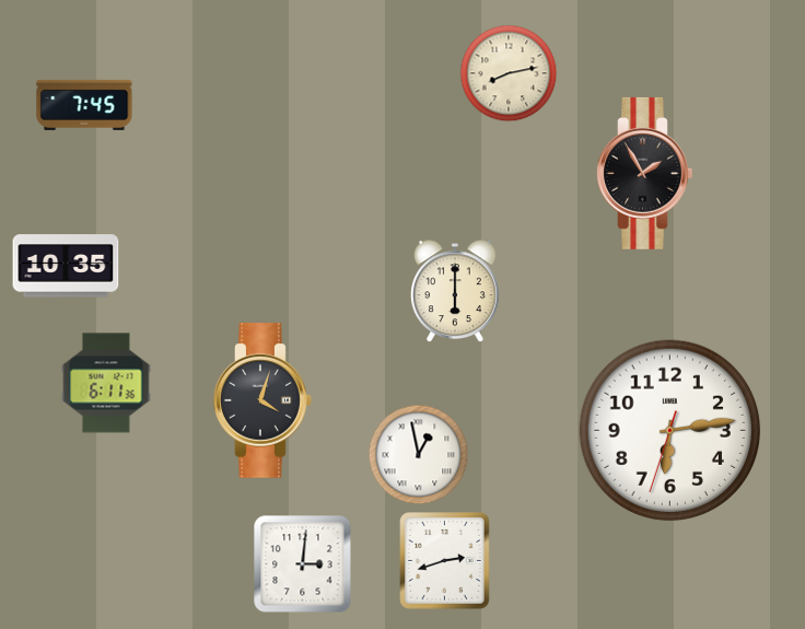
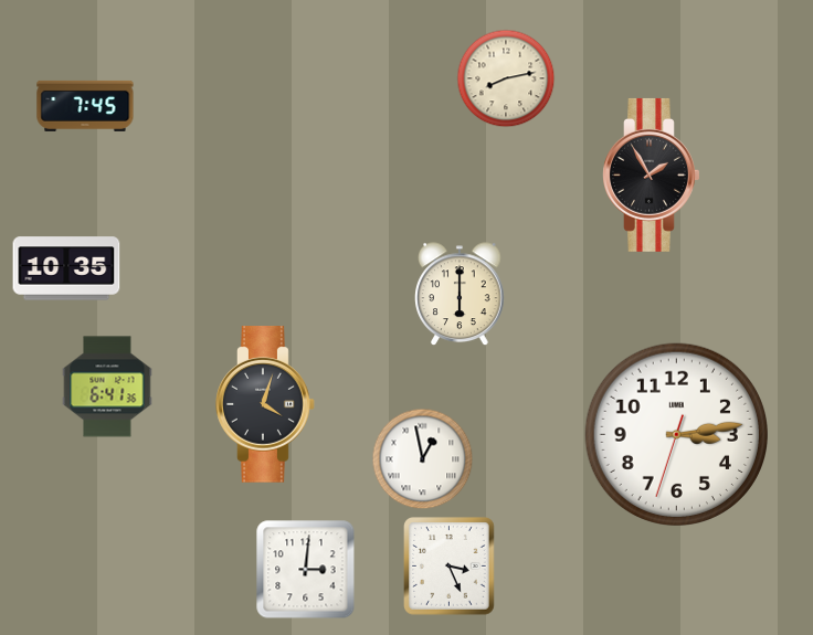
clock at (509, 73) position: (509, 73) -> (506, 78)
clock at (106, 383): 6:11 -> 6:41
clock at (669, 430): 6:13 -> 3:13
clock at (445, 561): 2:42 -> 3:26
